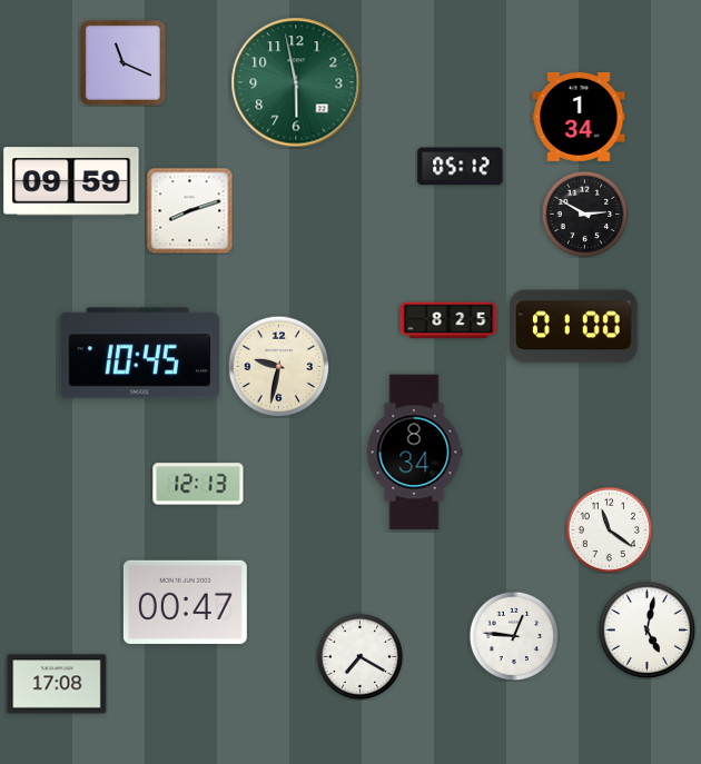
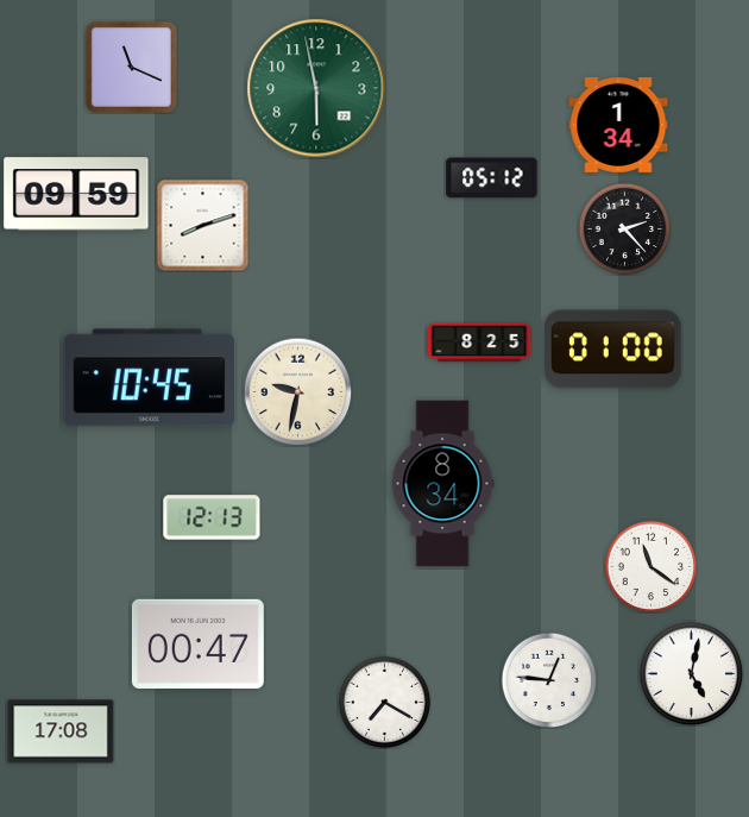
clock at (584, 214): 2:50 -> 2:23
